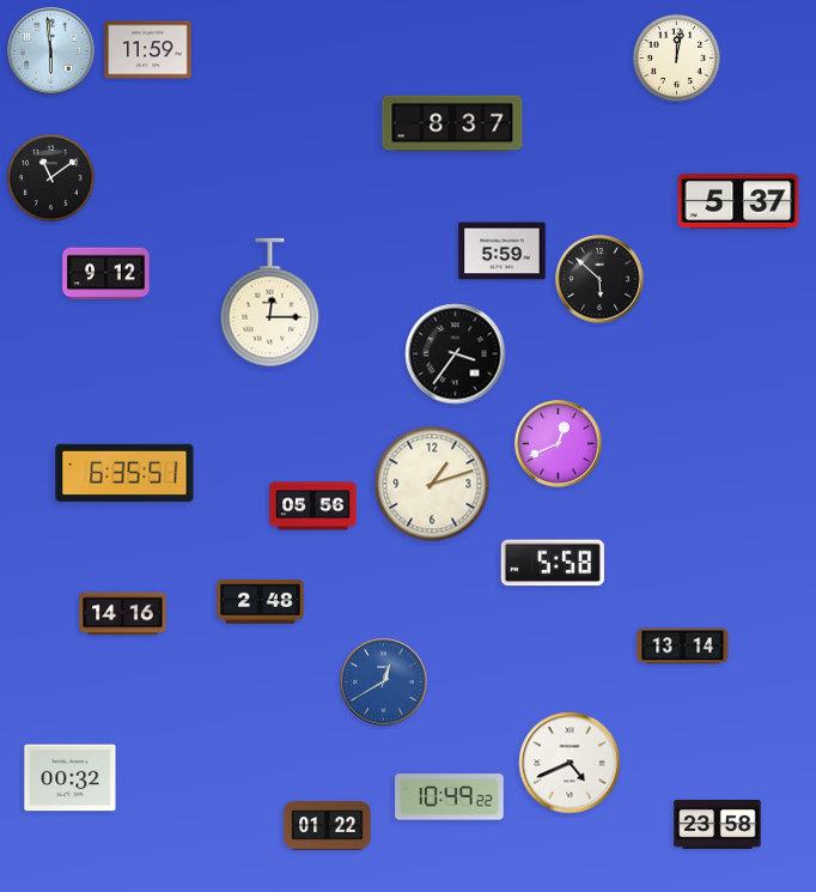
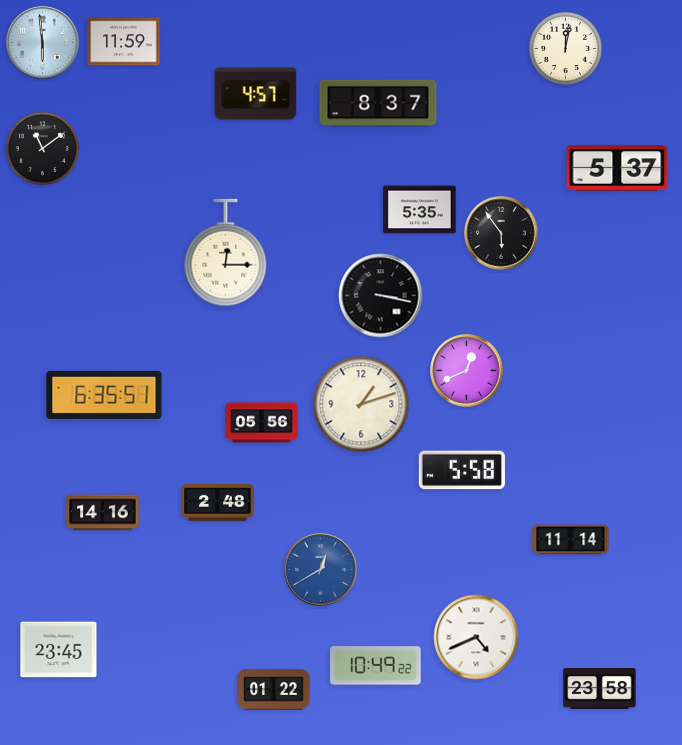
clock at (256, 94): none -> 4:57
clock at (503, 251): 5:59 -> 5:35
clock at (106, 274): 9:12 -> none
clock at (599, 279): 5:52 -> 5:54
clock at (456, 354): 3:36 -> 3:17
clock at (683, 647): 13:14 -> 11:14
clock at (71, 778): 00:32 -> 23:45
